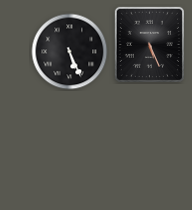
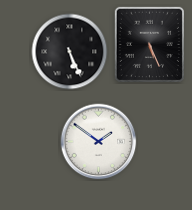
clock at (99, 142): none -> 1:51
